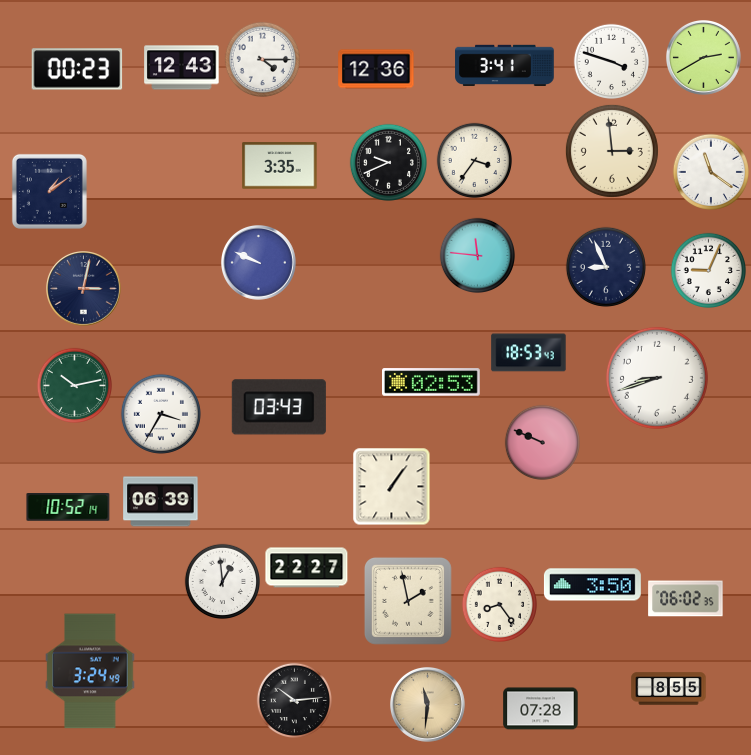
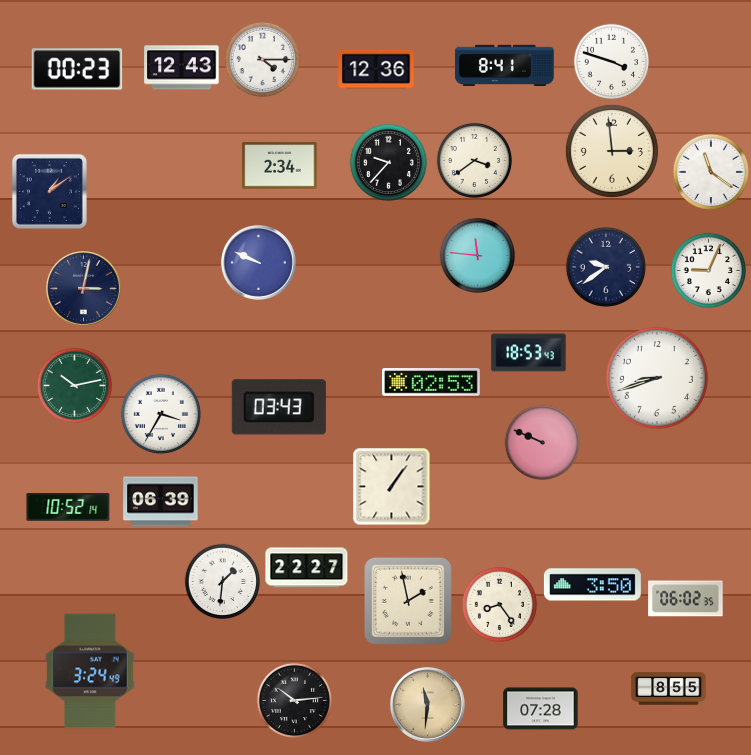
clock at (704, 58): 2:40 -> none
clock at (505, 65): 3:41 -> 8:41
clock at (474, 160): 3:36 -> 3:39
clock at (388, 162): 9:41 -> 9:37
clock at (280, 166): 3:35 -> 2:34
clock at (606, 267): 8:56 -> 9:39
clock at (222, 581): 12:59 -> 1:31
